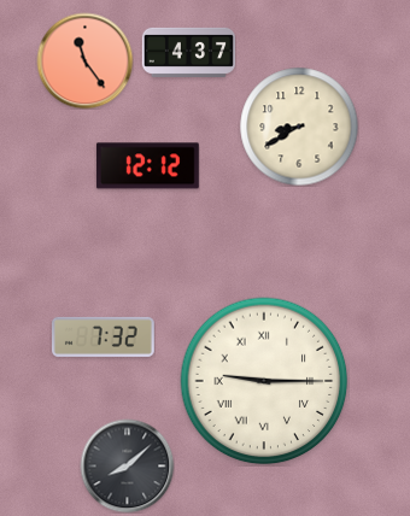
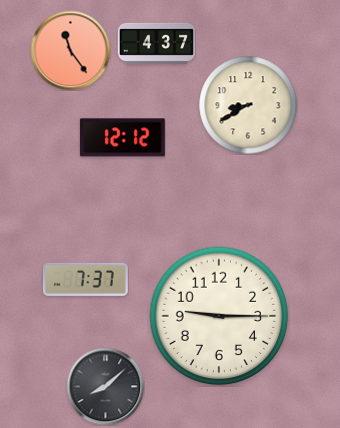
clock at (102, 336): 7:32 -> 7:37
clock at (264, 381) numerals: Roman -> Arabic
